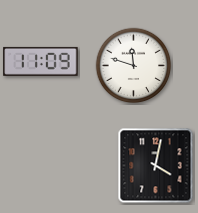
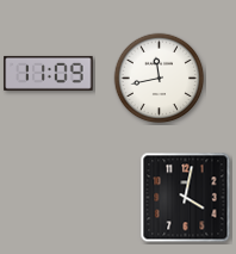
clock at (134, 66): 11:48 -> 11:43
